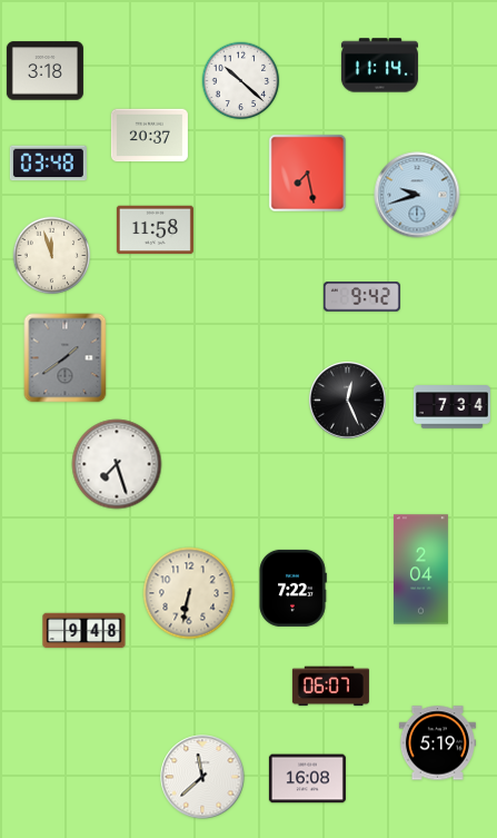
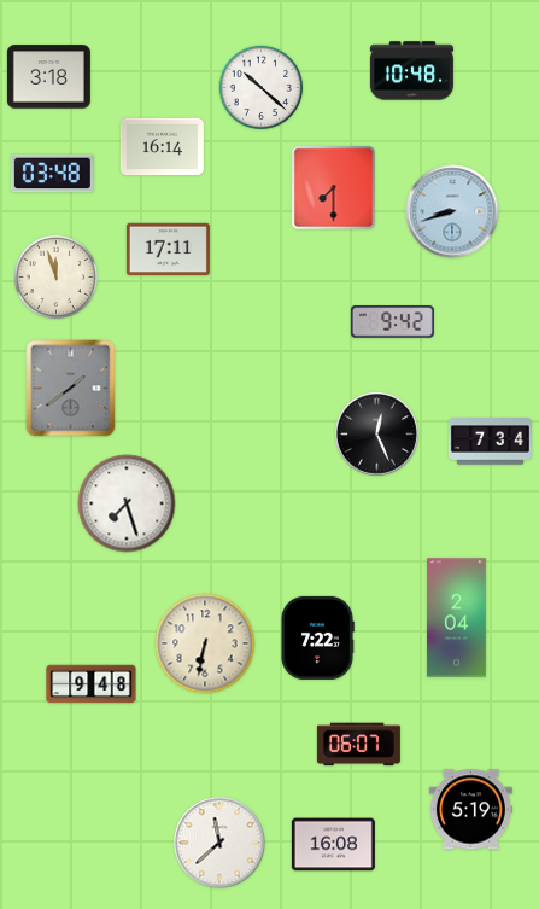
clock at (379, 66): 11:14 -> 10:48
clock at (149, 136): 20:37 -> 16:14
clock at (48, 164) position: (48, 164) -> (52, 174)
clock at (308, 174): 7:28 -> 7:30
clock at (417, 195): 9:42 -> 8:42
clock at (155, 230): 11:58 -> 17:11
clock at (437, 743) position: (437, 743) -> (470, 810)
